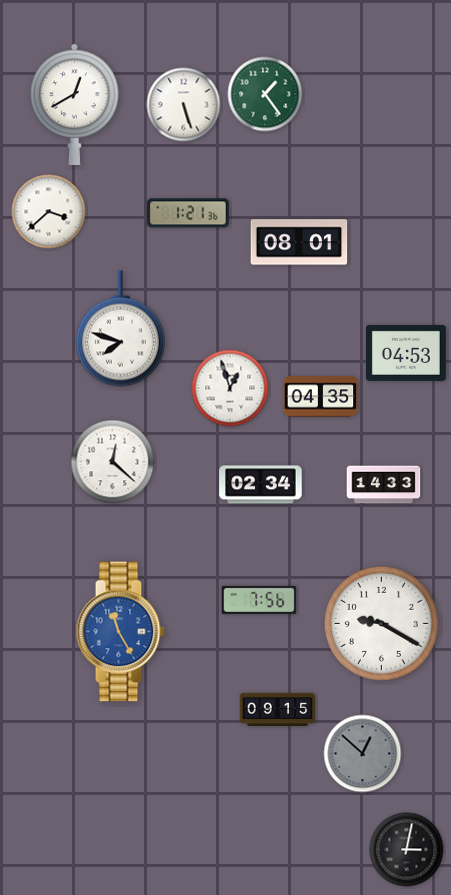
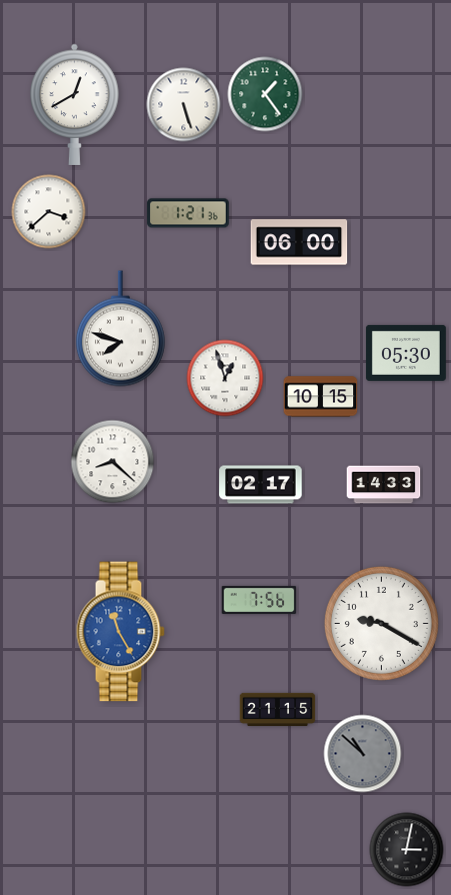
clock at (299, 242): 08:01 -> 06:00
clock at (406, 353): 04:53 -> 05:30
clock at (230, 388) position: (230, 388) -> (225, 378)
clock at (321, 397): 04:35 -> 10:15
clock at (113, 462): 12:22 -> 8:22
clock at (261, 485): 02:34 -> 02:17
clock at (278, 709): 09:15 -> 21:15
clock at (363, 754): 12:52 -> 10:52
